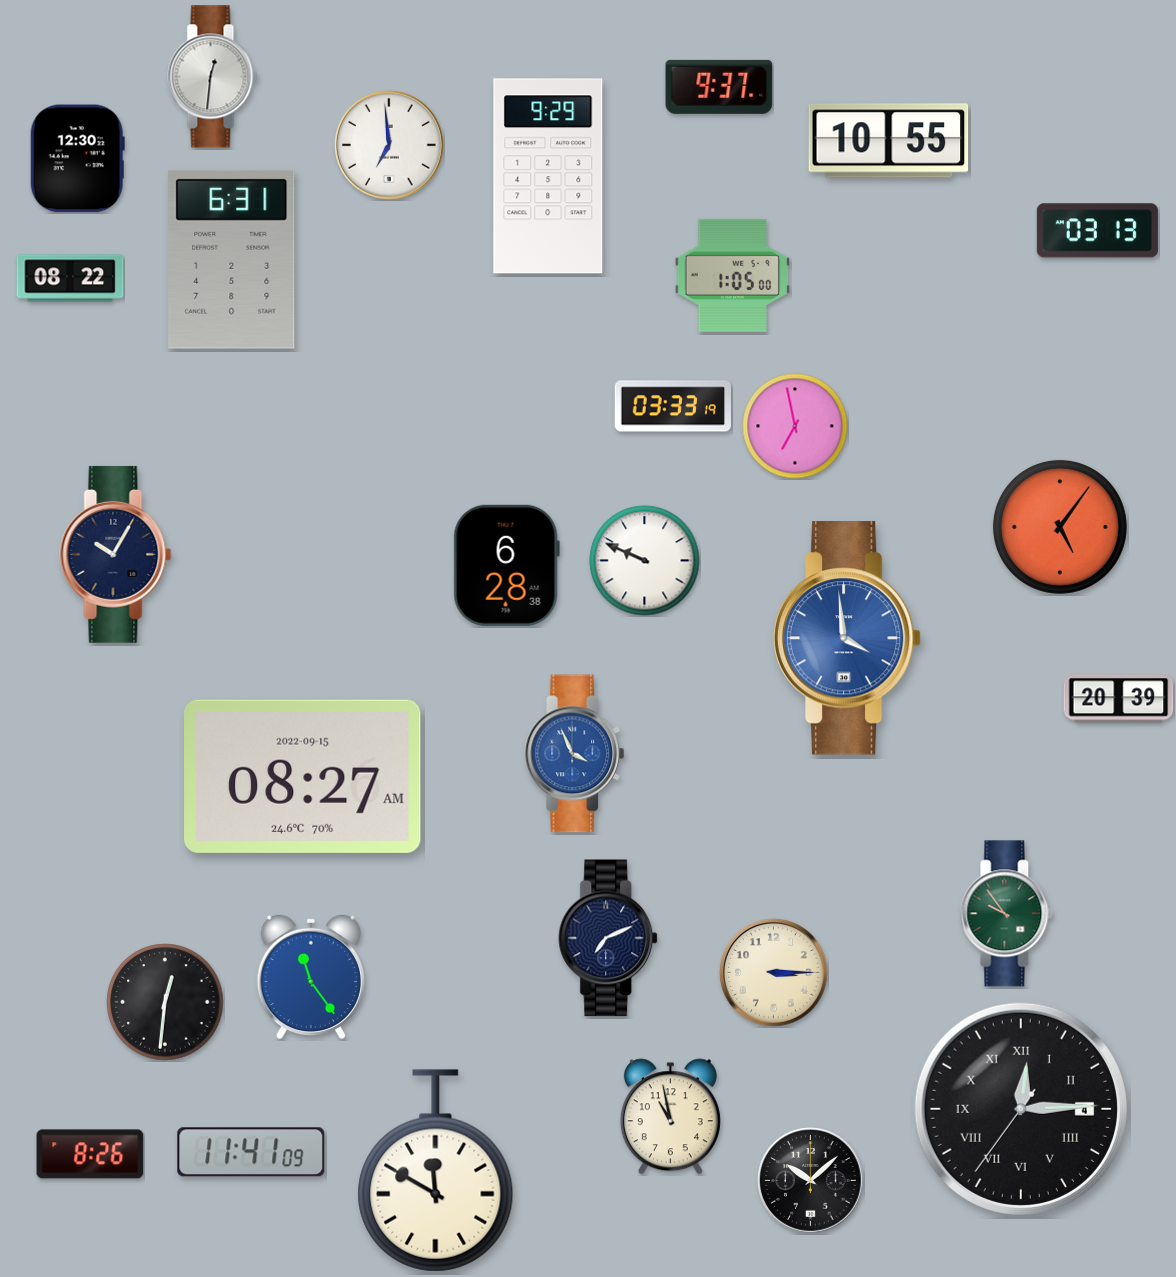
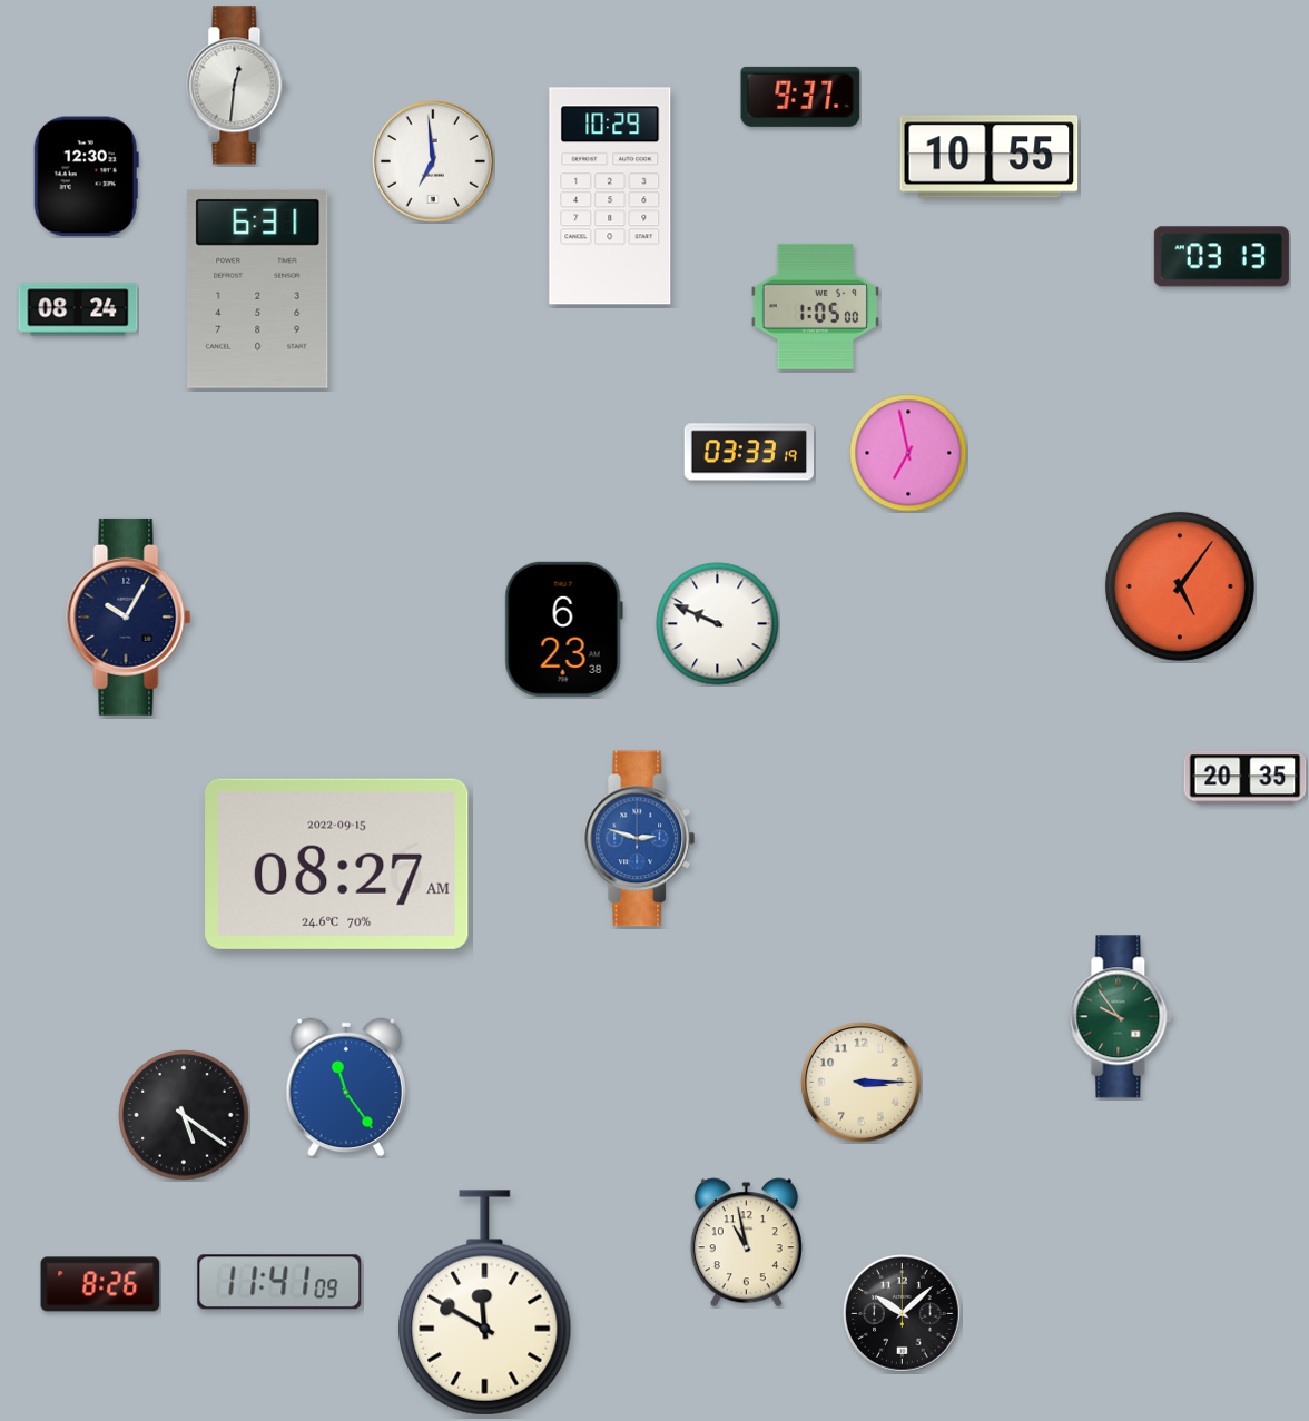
clock at (548, 176): 9:29 -> 10:29
clock at (70, 278): 08:22 -> 08:24
clock at (795, 426) position: (795, 426) -> (908, 453)
clock at (506, 565): 6:28 -> 6:23
clock at (847, 638): 3:59 -> none
clock at (1119, 699): 20:39 -> 20:35
clock at (575, 754): 3:56 -> 2:48
clock at (609, 938): 7:11 -> none
clock at (165, 1002): 12:31 -> 5:21
clock at (1021, 1109): 12:14 -> none
